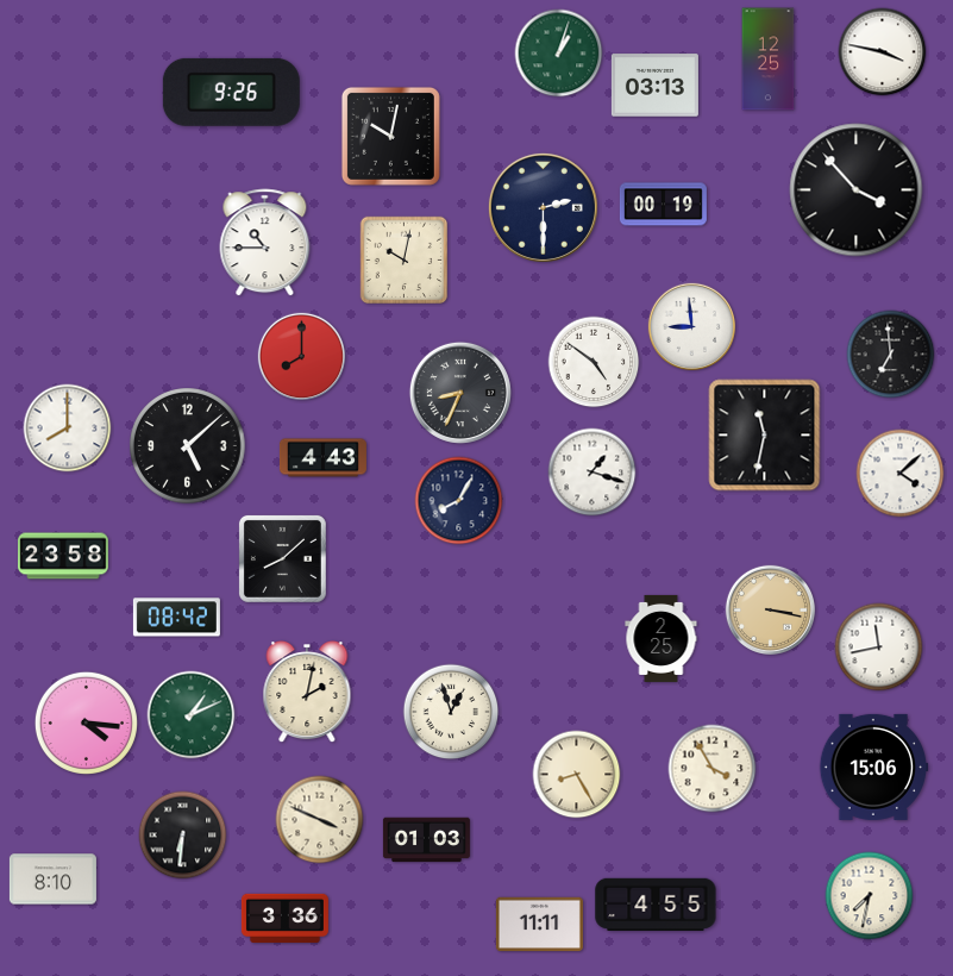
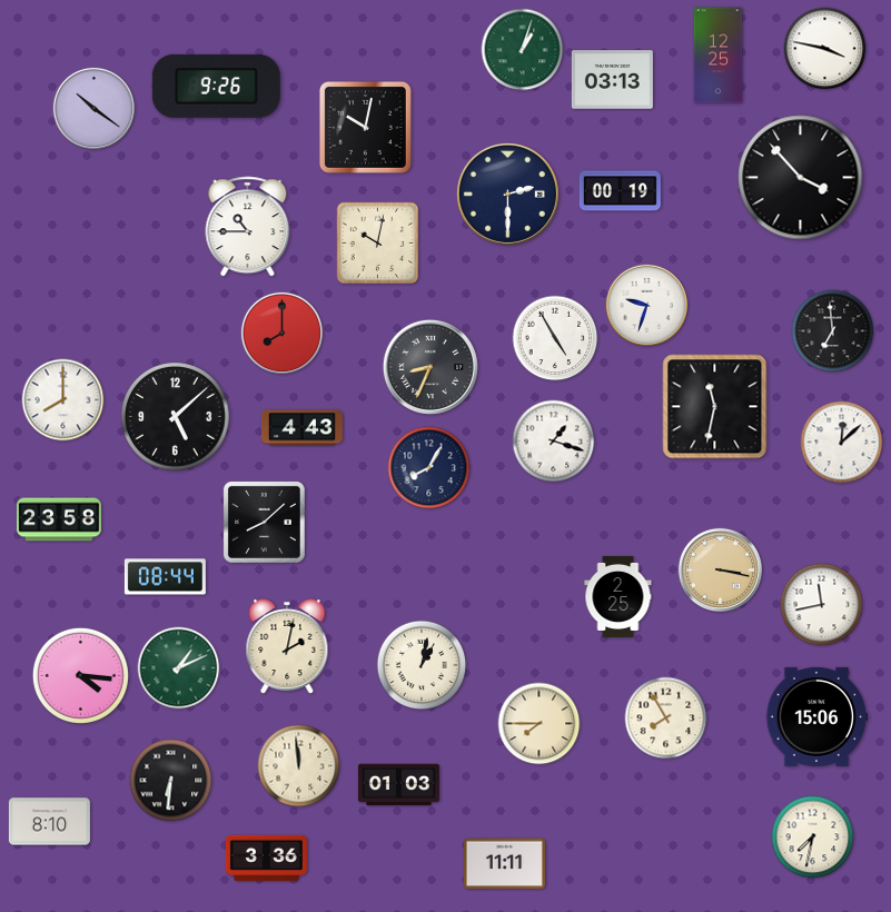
clock at (93, 108): none -> 10:21
clock at (691, 326): 8:59 -> 9:33
clock at (594, 362): 4:51 -> 4:55
clock at (901, 474): 4:08 -> 12:08
clock at (176, 618): 08:42 -> 08:44
clock at (451, 712): 12:57 -> 1:02
clock at (713, 769): 3:55 -> 7:55
clock at (577, 775): 8:25 -> 7:45
clock at (320, 820): 3:49 -> 11:59
clock at (656, 903): 4:55 -> none
